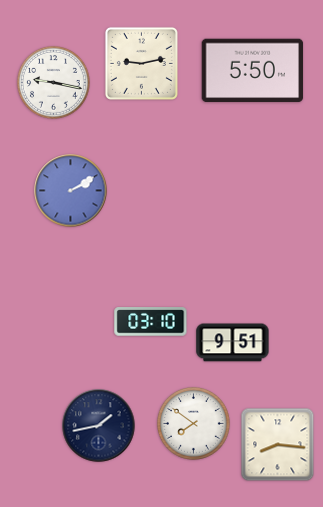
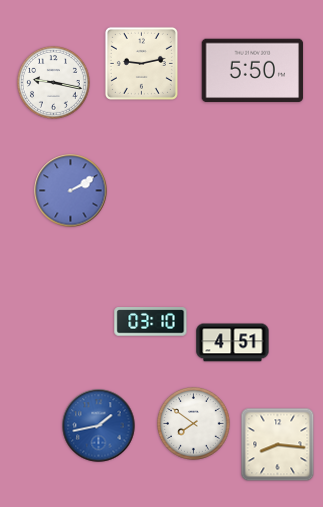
clock at (233, 343): 9:51 -> 4:51
clock at (99, 426) dial: navy -> blue
